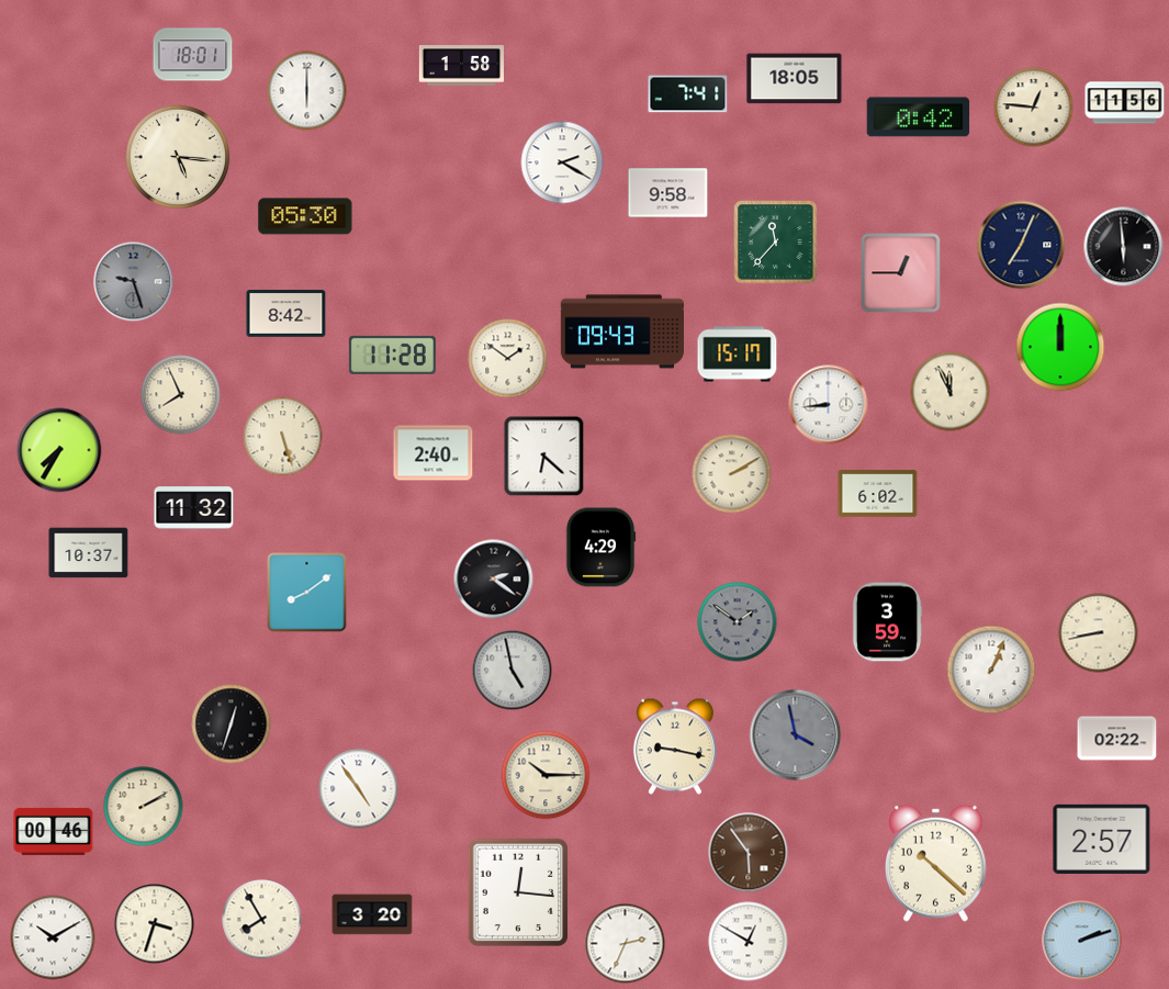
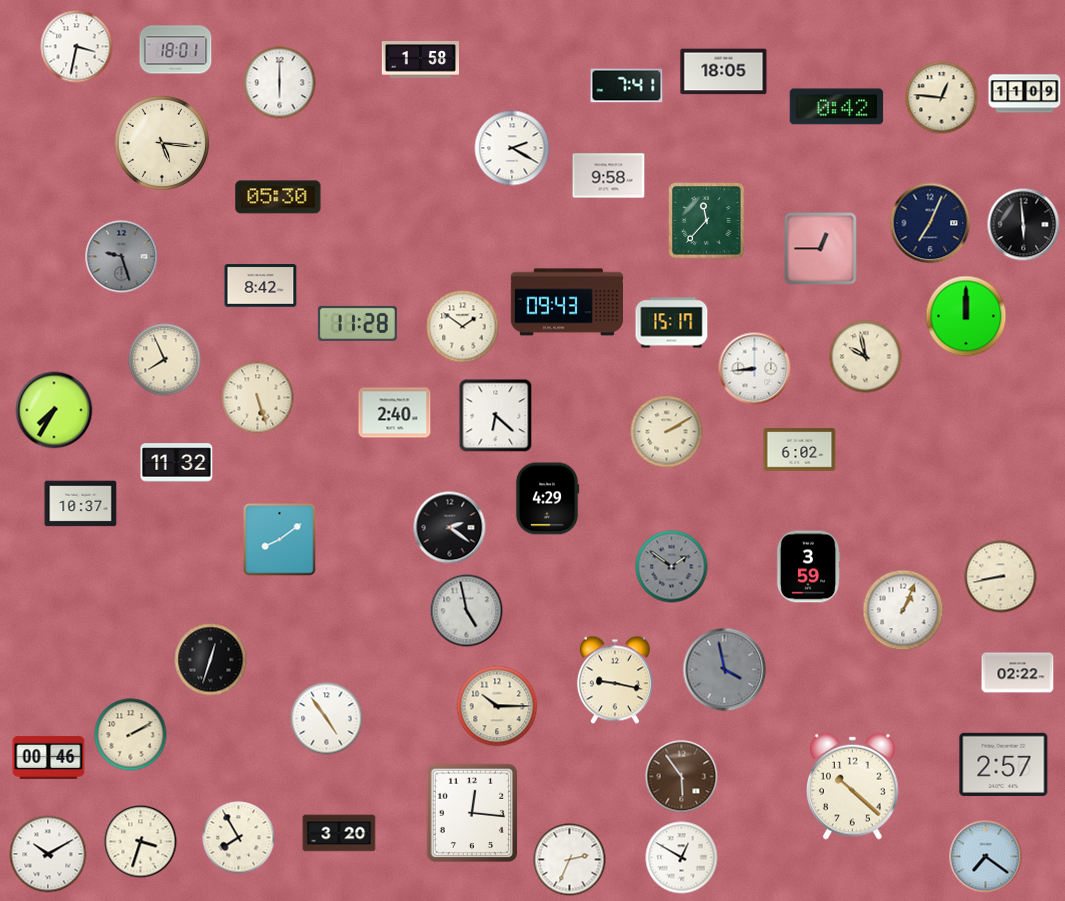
clock at (77, 47): none -> 3:32
clock at (1125, 103): 11:56 -> 11:09
clock at (951, 392): 11:56 -> 9:58
clock at (1082, 941): 2:12 -> 7:21
